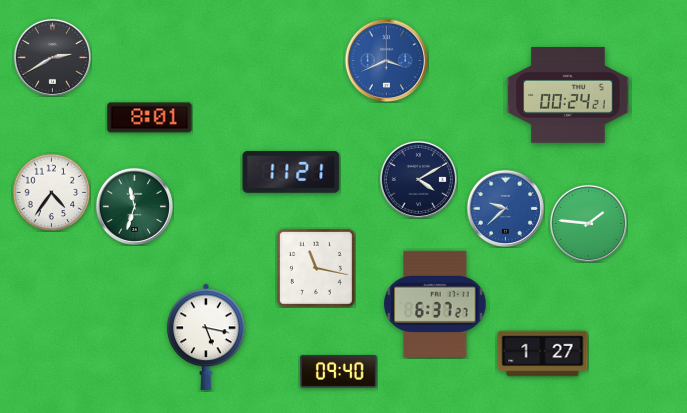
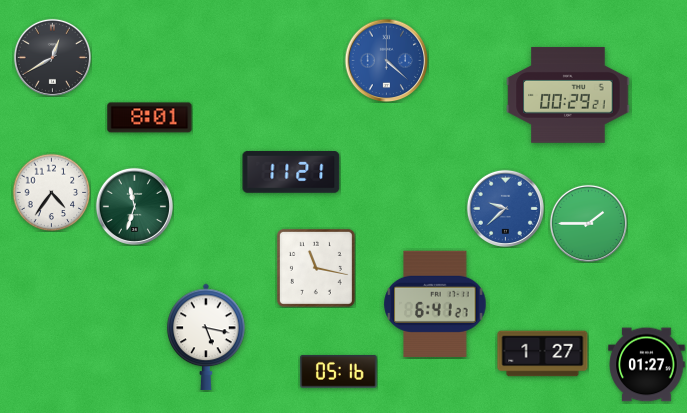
clock at (52, 57): 2:40 -> 12:40
clock at (386, 60): 3:41 -> 4:22
clock at (568, 95): 00:24 -> 00:29
clock at (418, 179): 4:10 -> none
clock at (588, 223): 1:46 -> 1:45
clock at (435, 304): 6:37 -> 6:41
clock at (647, 365): none -> 01:27
clock at (339, 372): 09:40 -> 05:16
